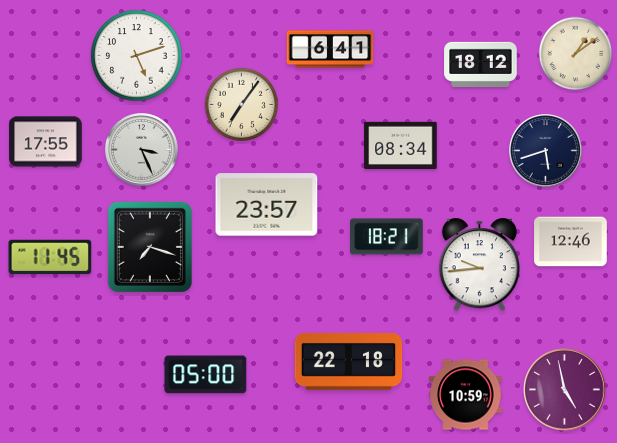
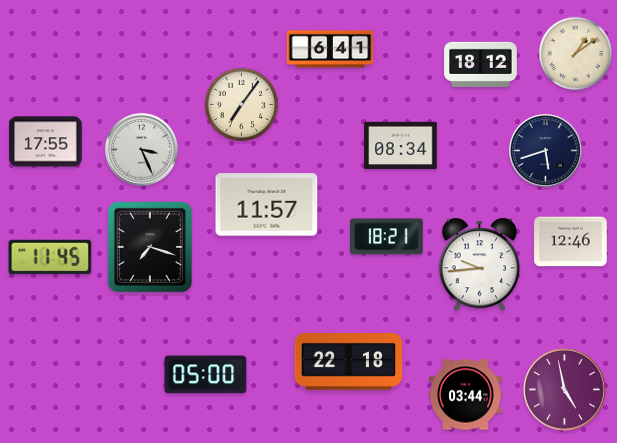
clock at (137, 56): 5:12 -> none
clock at (267, 205): 23:57 -> 11:57
clock at (466, 395): 10:59 -> 03:44
